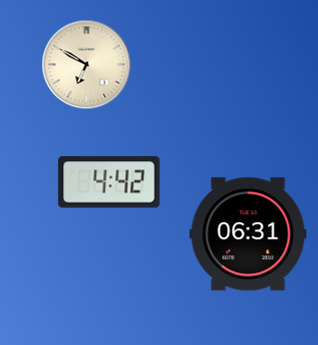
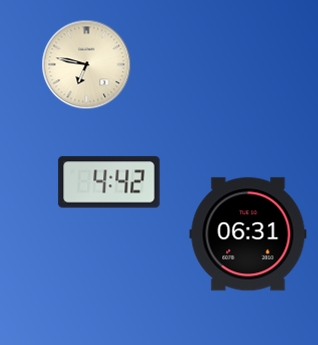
clock at (87, 65): 6:50 -> 6:47
